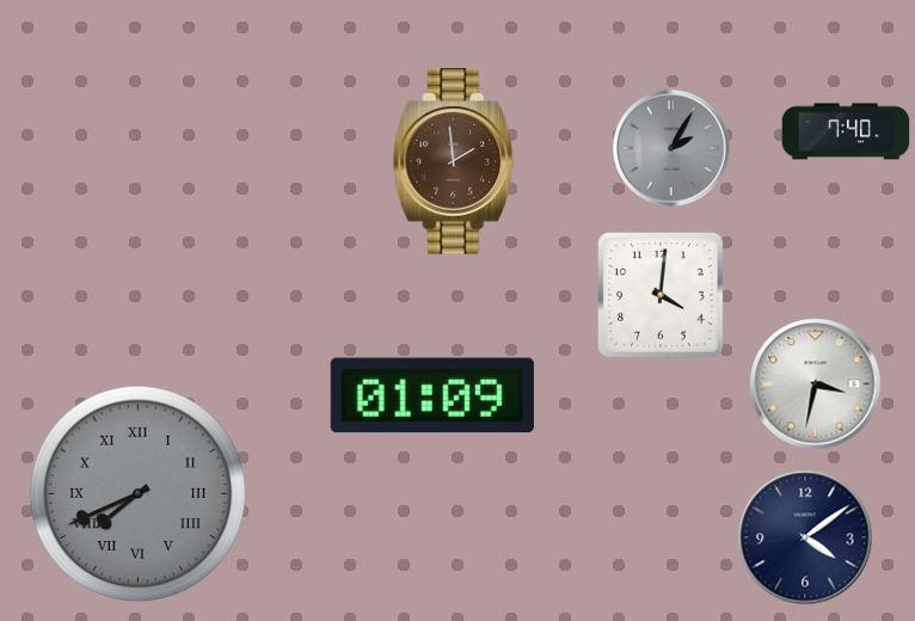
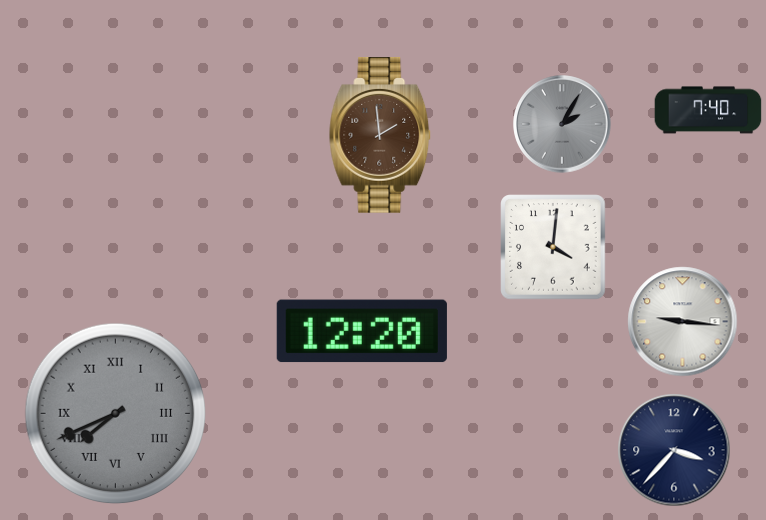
clock at (816, 385): 3:32 -> 9:16
clock at (432, 395): 01:09 -> 12:20
clock at (805, 537): 4:09 -> 3:37
